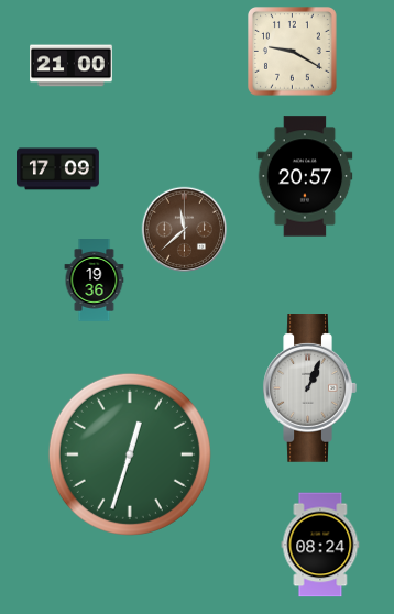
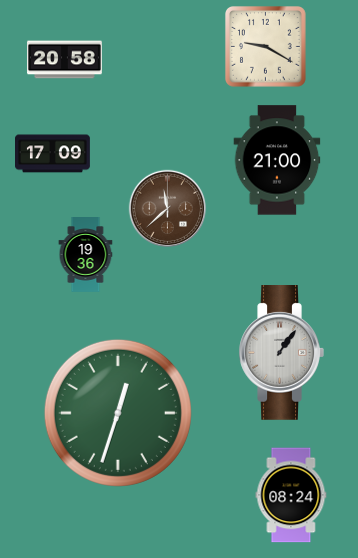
clock at (72, 66): 21:00 -> 20:58
clock at (305, 176): 20:57 -> 21:00
clock at (309, 388): 1:04 -> 1:06
